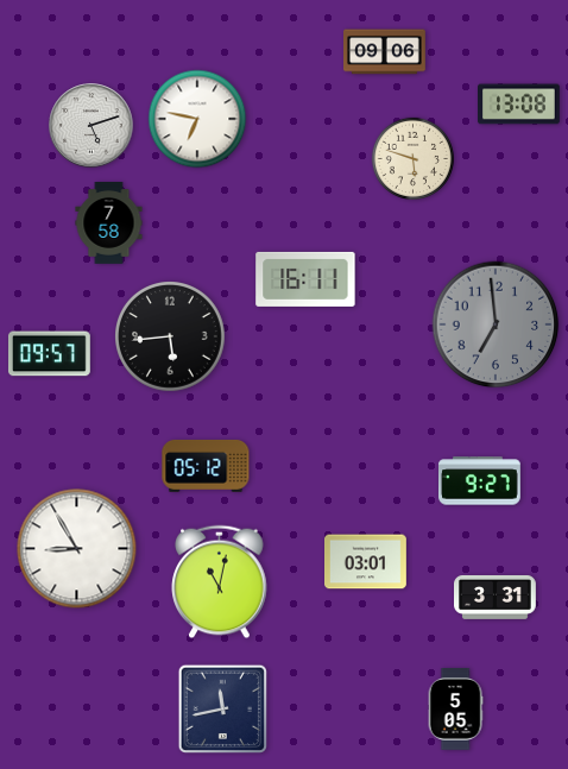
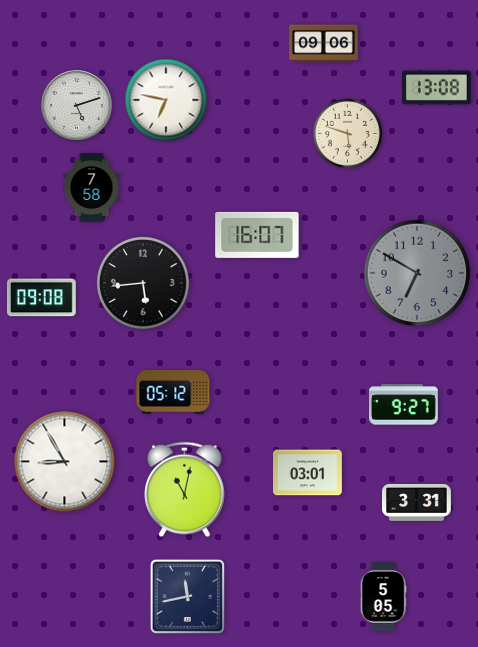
clock at (305, 279): 16:11 -> 16:07
clock at (496, 324): 6:59 -> 6:50
clock at (49, 354): 09:57 -> 09:08
